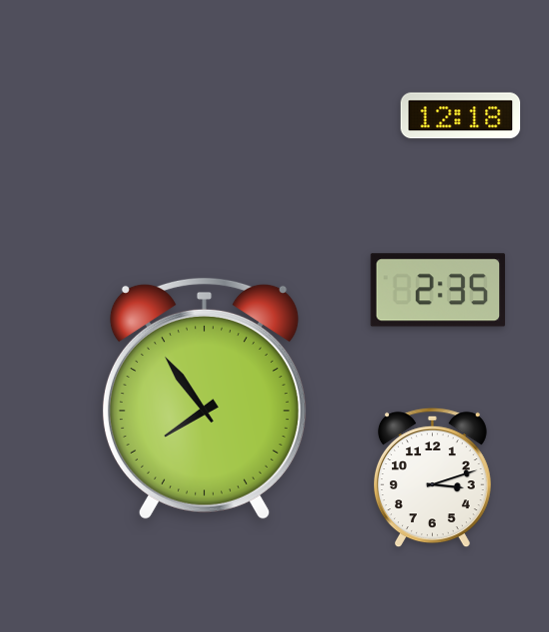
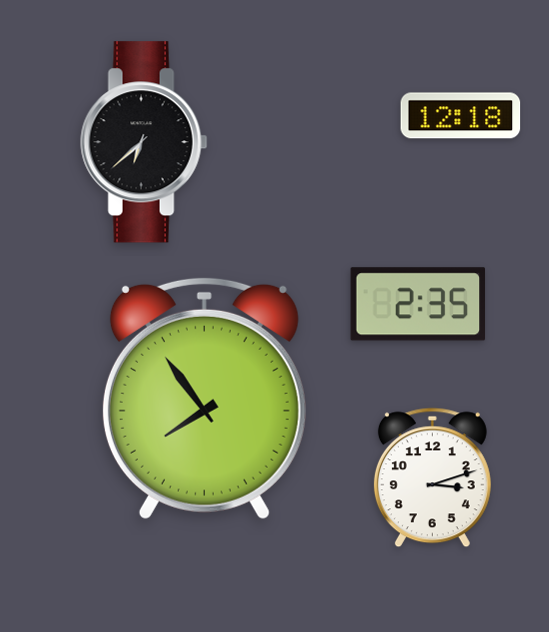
clock at (144, 142): none -> 6:38
clock at (438, 290) position: (438, 290) -> (418, 304)
